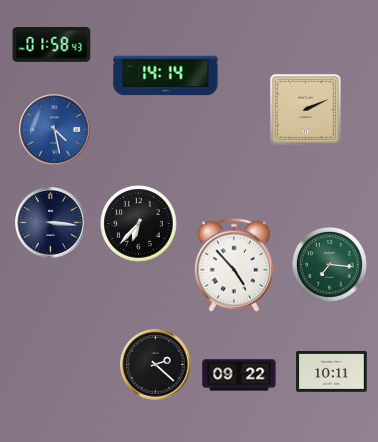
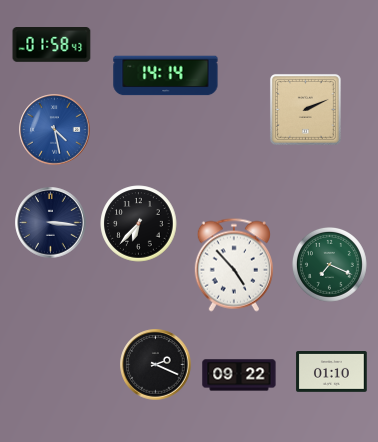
clock at (330, 265): 7:16 -> 7:19
clock at (156, 365): 2:22 -> 2:19
clock at (332, 372): 10:11 -> 01:10
